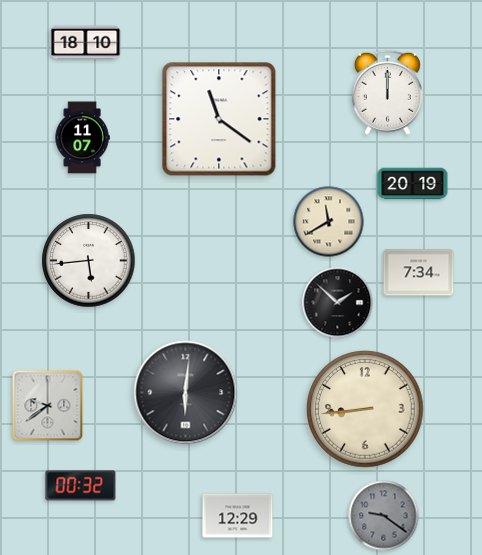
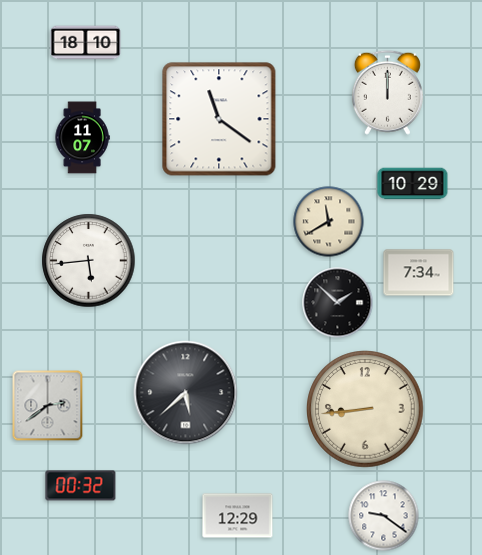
clock at (413, 184): 20:19 -> 10:29
clock at (186, 393): 6:01 -> 5:38
clock at (48, 406): 9:39 -> 2:39
clock at (384, 516) dial: grey -> white
